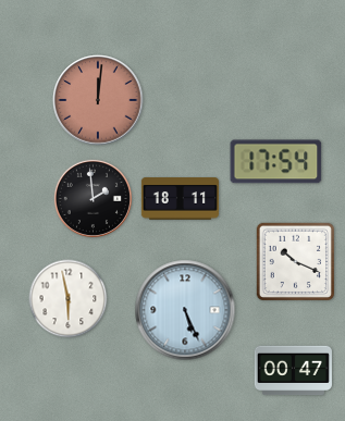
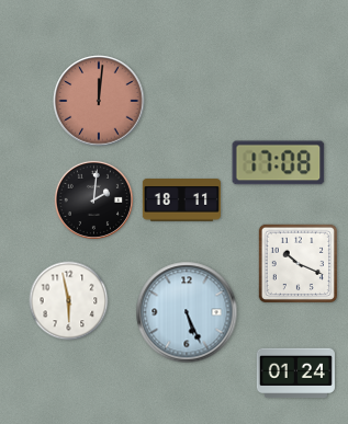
clock at (276, 162): 17:54 -> 17:08
clock at (93, 198): 1:59 -> 2:01
clock at (293, 371): 00:47 -> 01:24
